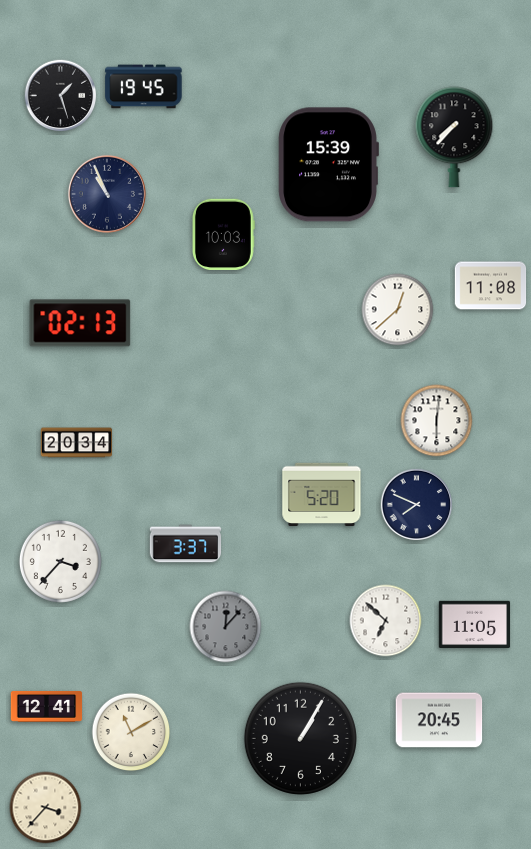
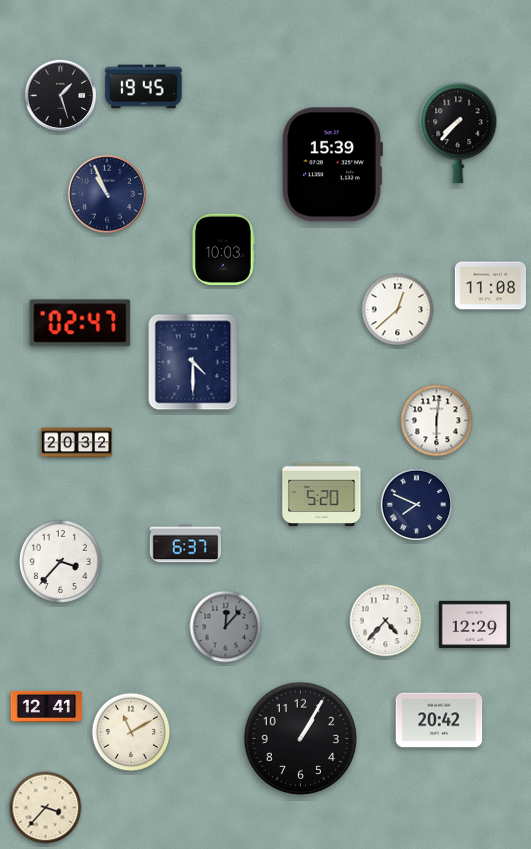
clock at (454, 137) position: (454, 137) -> (458, 133)
clock at (328, 165) position: (328, 165) -> (332, 165)
clock at (223, 234) position: (223, 234) -> (223, 249)
clock at (80, 323): 02:13 -> 02:47
clock at (193, 362): none -> 4:30
clock at (77, 443): 20:34 -> 20:32
clock at (186, 544): 3:37 -> 6:37
clock at (386, 621): 6:52 -> 4:37
clock at (475, 624): 11:05 -> 12:29
clock at (439, 720): 20:45 -> 20:42
